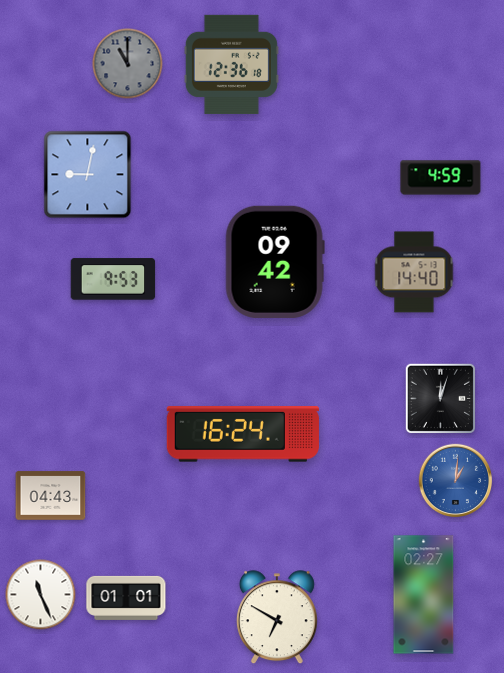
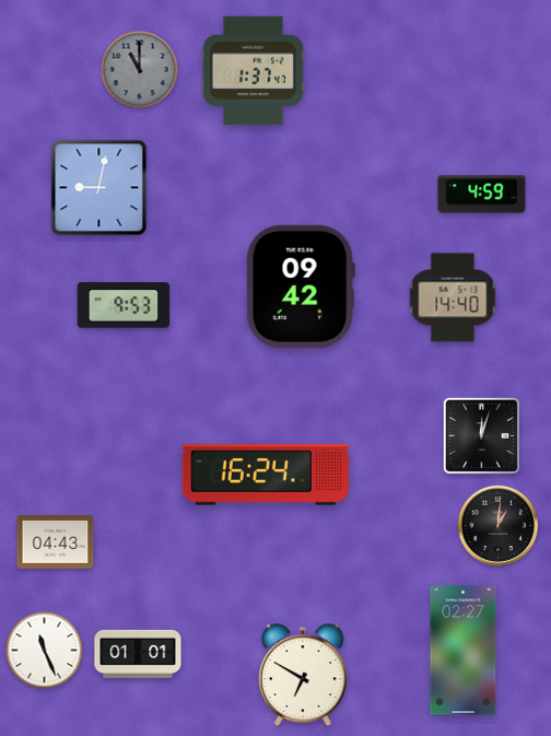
clock at (231, 64): 12:36 -> 1:37
clock at (88, 175) position: (88, 175) -> (99, 188)
clock at (456, 481) dial: blue -> black
